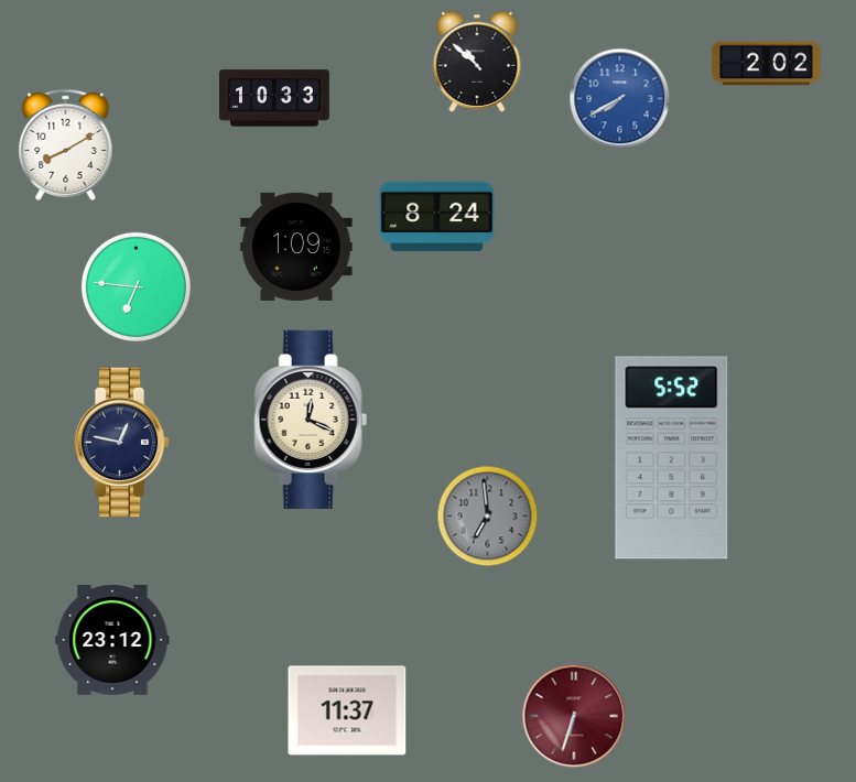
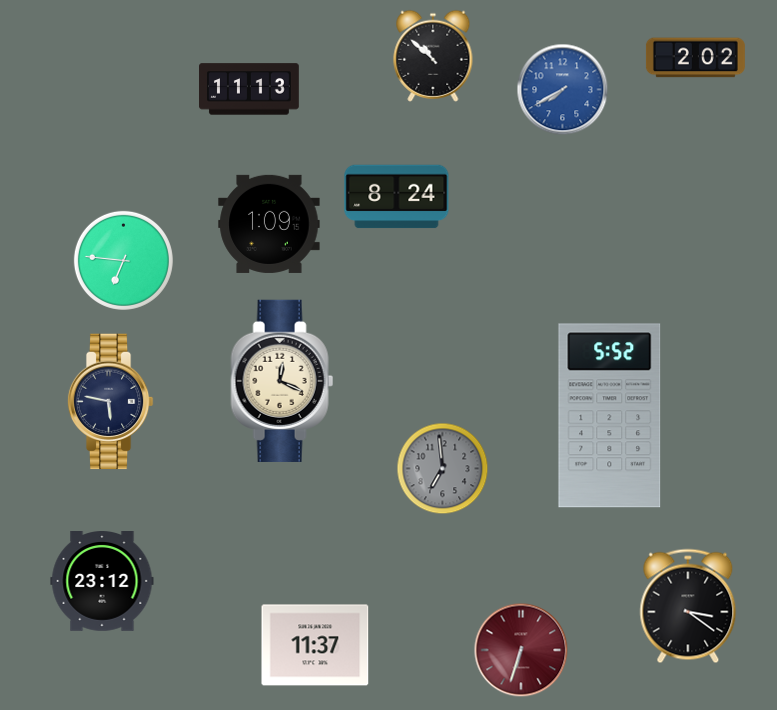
clock at (275, 98): 10:33 -> 11:13
clock at (66, 144): 8:10 -> none
clock at (121, 443): 12:47 -> 5:47
clock at (688, 606): none -> 3:21
